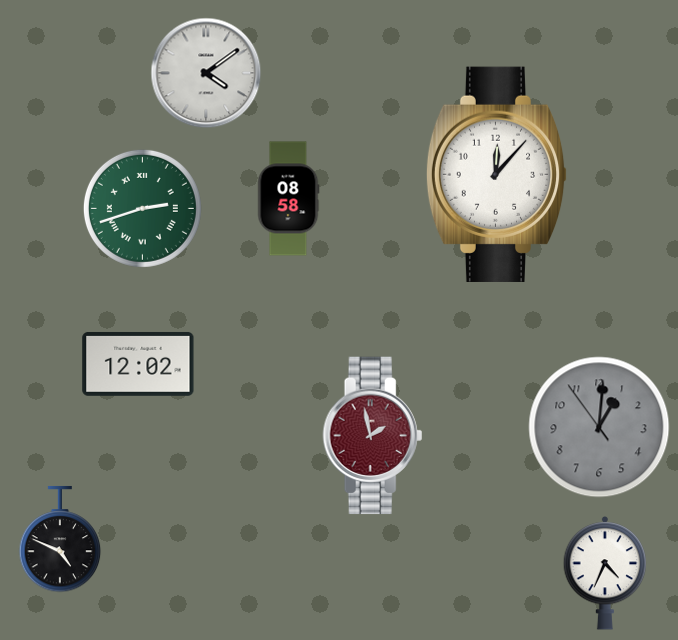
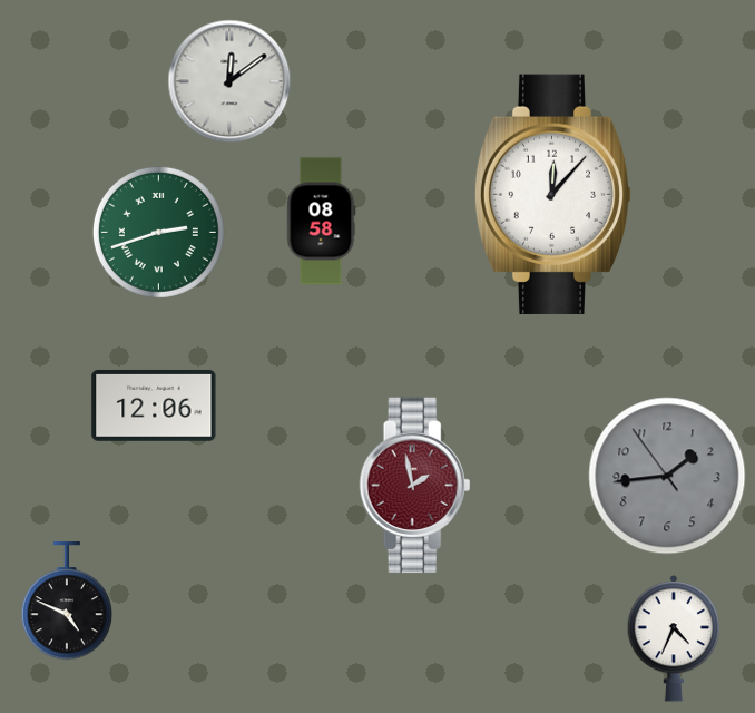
clock at (206, 73): 4:09 -> 12:09
clock at (138, 364): 12:02 -> 12:06
clock at (599, 427): 1:00 -> 1:43
